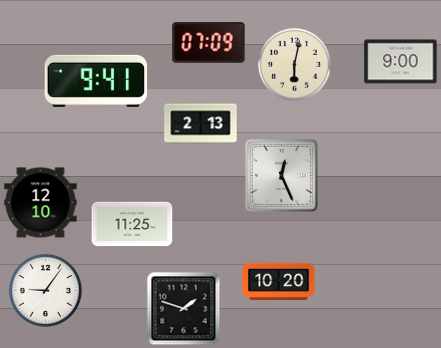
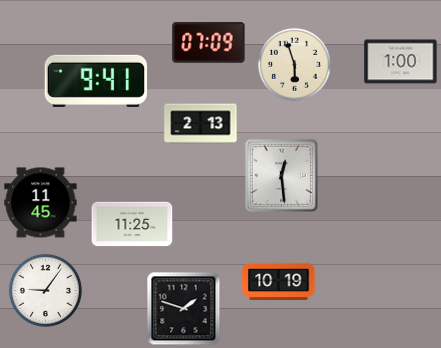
clock at (401, 62): 9:00 -> 1:00
clock at (294, 64): 6:02 -> 5:57
clock at (281, 175): 12:26 -> 12:29
clock at (41, 203): 12:10 -> 11:45
clock at (279, 281): 10:20 -> 10:19
